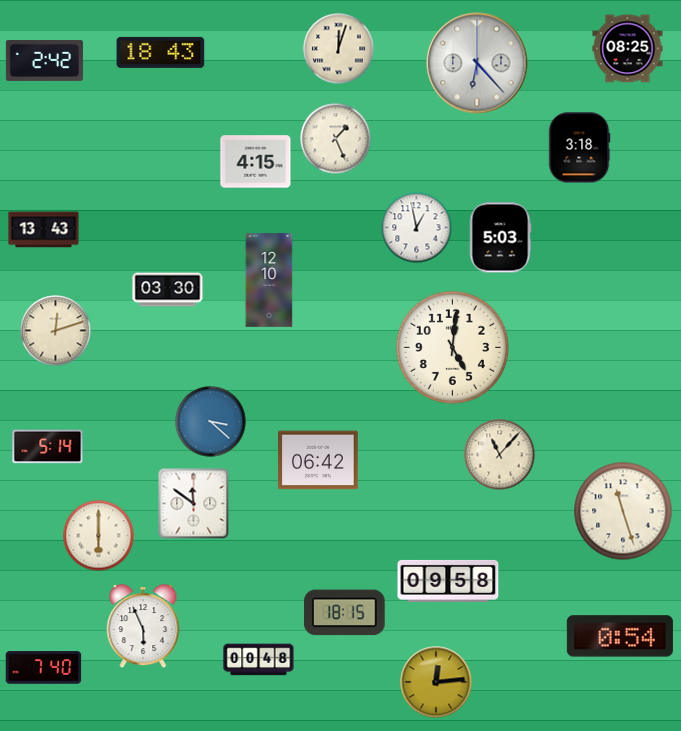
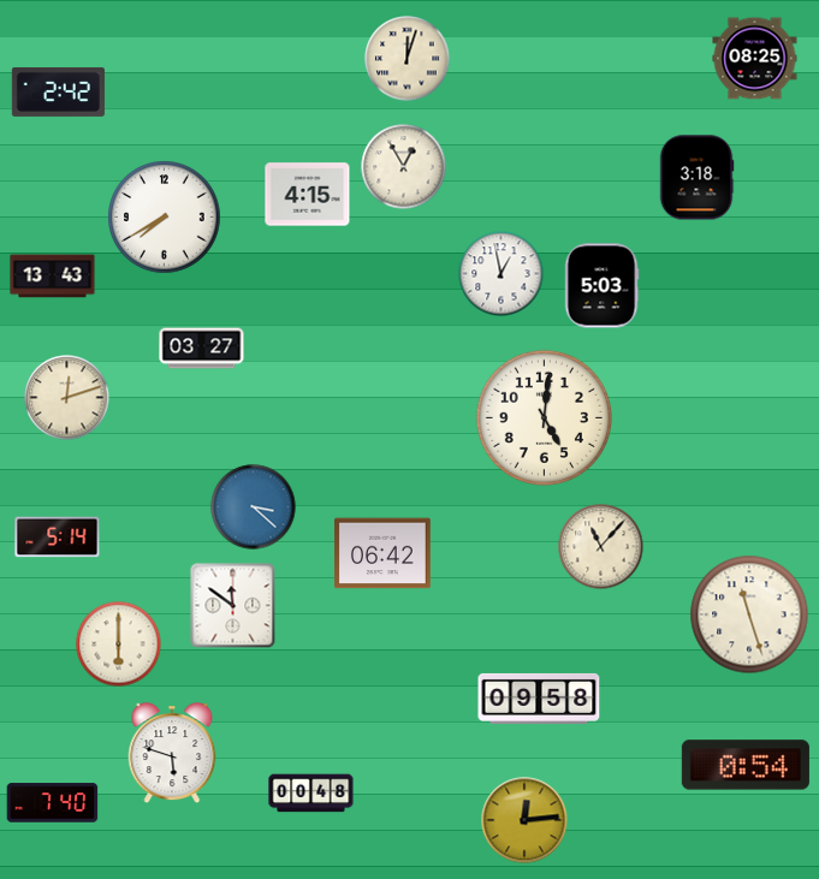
clock at (161, 52): 18:43 -> none
clock at (44, 60) position: (44, 60) -> (58, 91)
clock at (477, 63): 6:23 -> none
clock at (336, 139): 1:26 -> 12:55
clock at (165, 218): none -> 7:40
clock at (269, 280): 12:10 -> none
clock at (168, 290): 03:30 -> 03:27
clock at (345, 613): 18:15 -> none
clock at (143, 627): 5:56 -> 5:48
